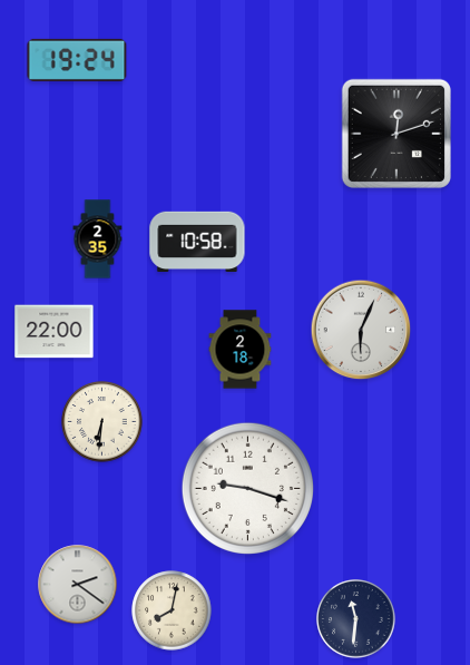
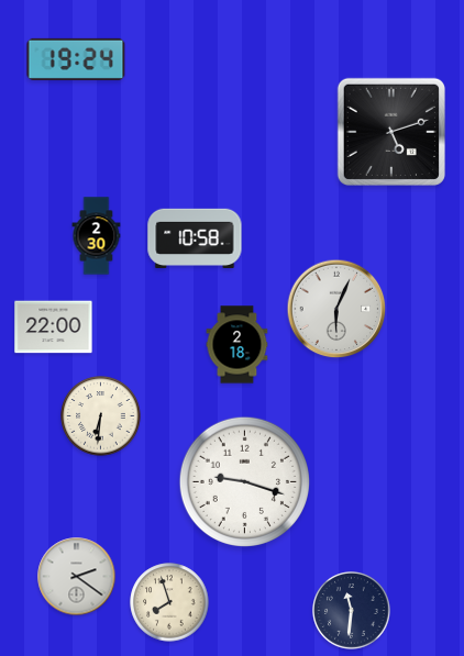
clock at (396, 134): 12:12 -> 5:12
clock at (98, 239): 2:35 -> 2:30
clock at (361, 330) position: (361, 330) -> (336, 309)
clock at (172, 610): 8:02 -> 7:57
